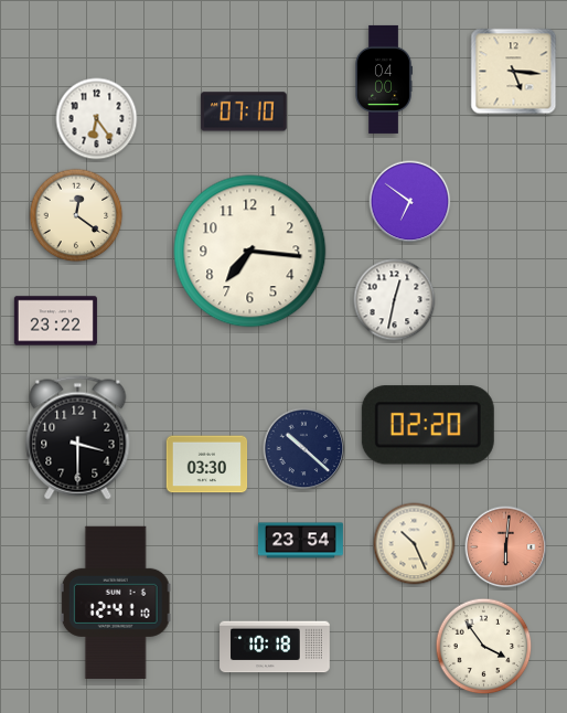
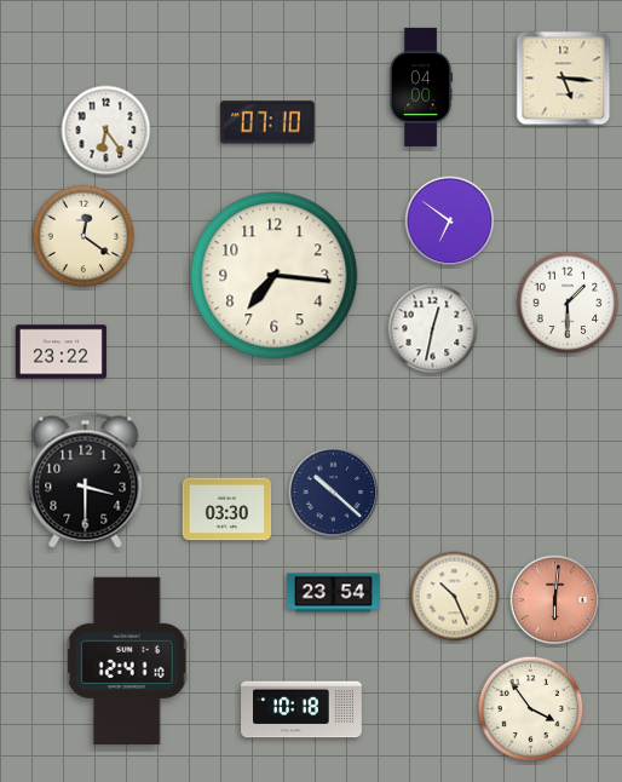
clock at (568, 303): none -> 1:30
clock at (428, 425): 02:20 -> none
clock at (300, 541) position: (300, 541) -> (333, 593)
